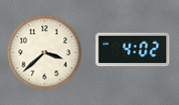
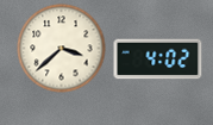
clock at (45, 53) position: (45, 53) -> (62, 49)
